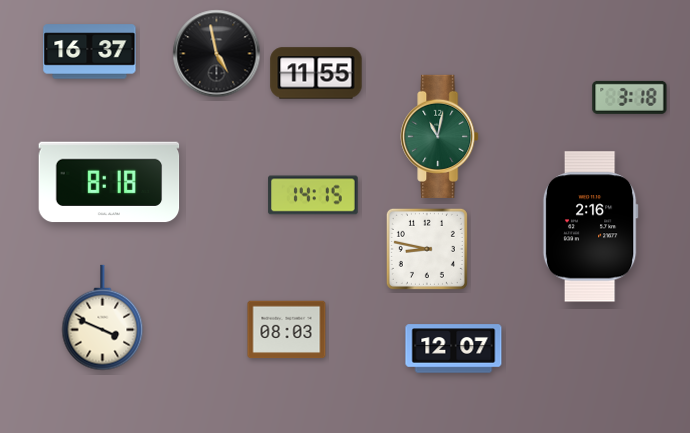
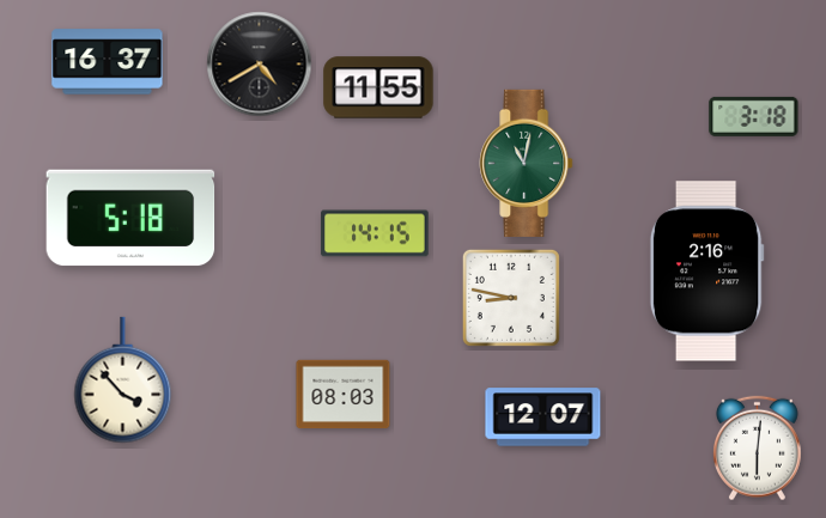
clock at (217, 54): 4:58 -> 4:40
clock at (109, 182): 8:18 -> 5:18
clock at (103, 318): 3:49 -> 3:53
clock at (757, 449): none -> 6:01
